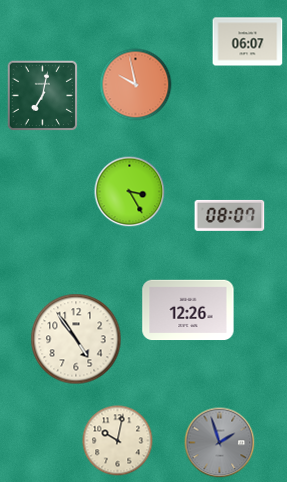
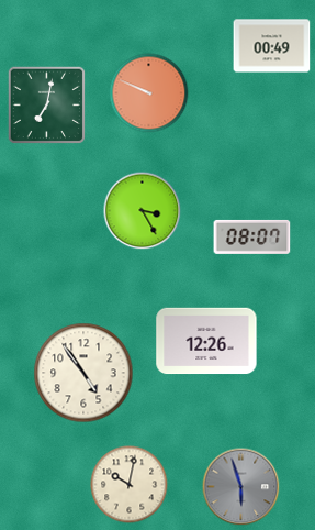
clock at (248, 42): 06:07 -> 00:49
clock at (136, 85): 9:58 -> 9:49
clock at (220, 443): 1:57 -> 5:57
